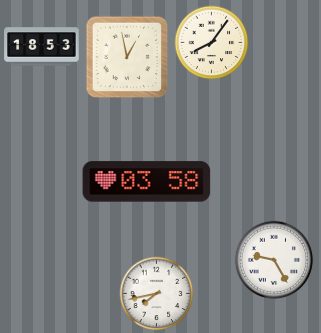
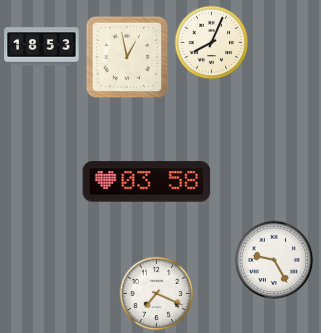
clock at (212, 43): 8:06 -> 8:04
clock at (157, 294): 7:43 -> 7:19
